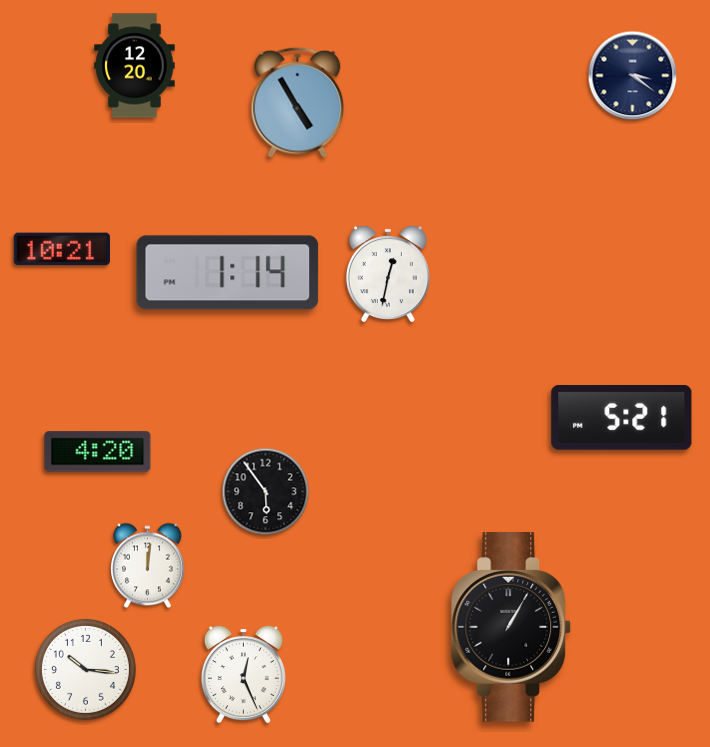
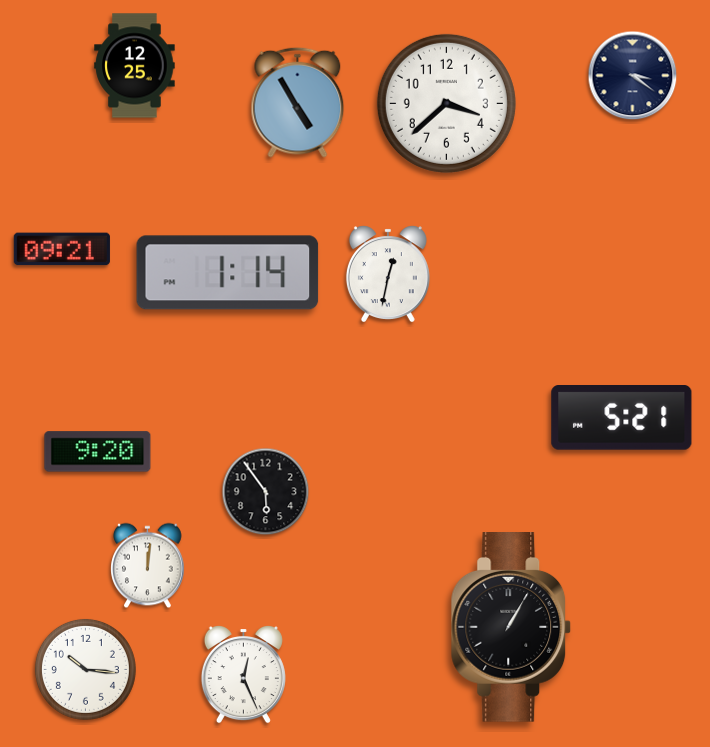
clock at (135, 66): 12:20 -> 12:25
clock at (446, 103): none -> 3:38
clock at (62, 249): 10:21 -> 09:21
clock at (98, 452): 4:20 -> 9:20
